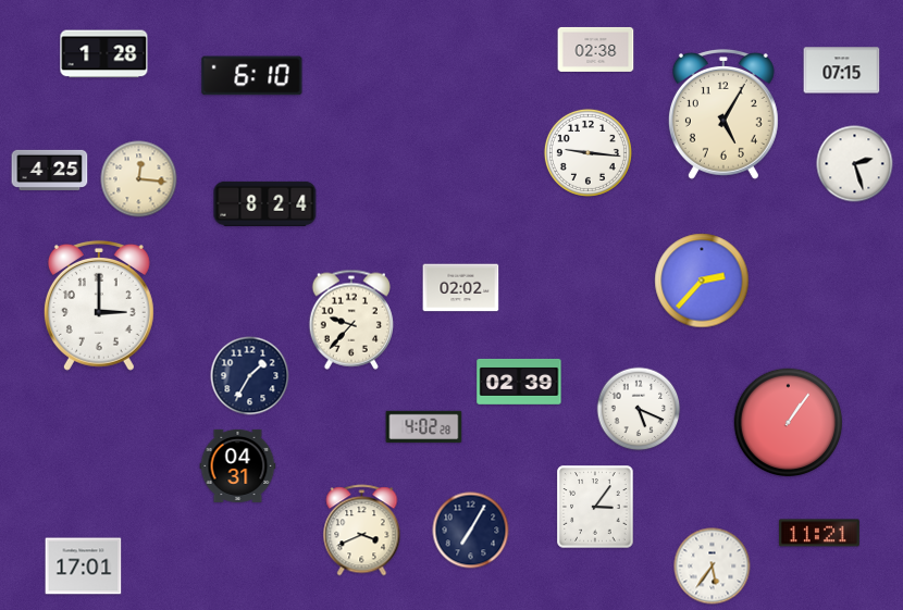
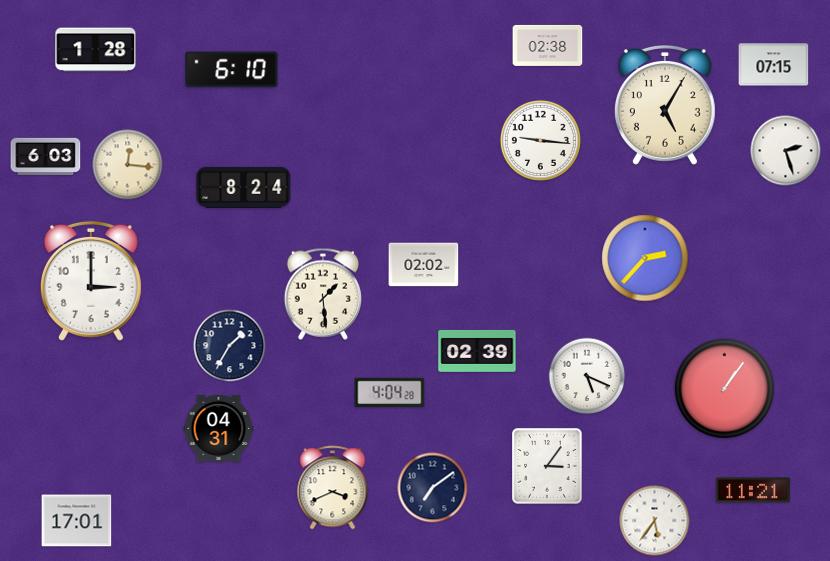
clock at (50, 170): 4:25 -> 6:03
clock at (350, 320): 9:37 -> 1:29
clock at (424, 427): 4:02 -> 4:04
clock at (471, 531): 7:05 -> 7:09
